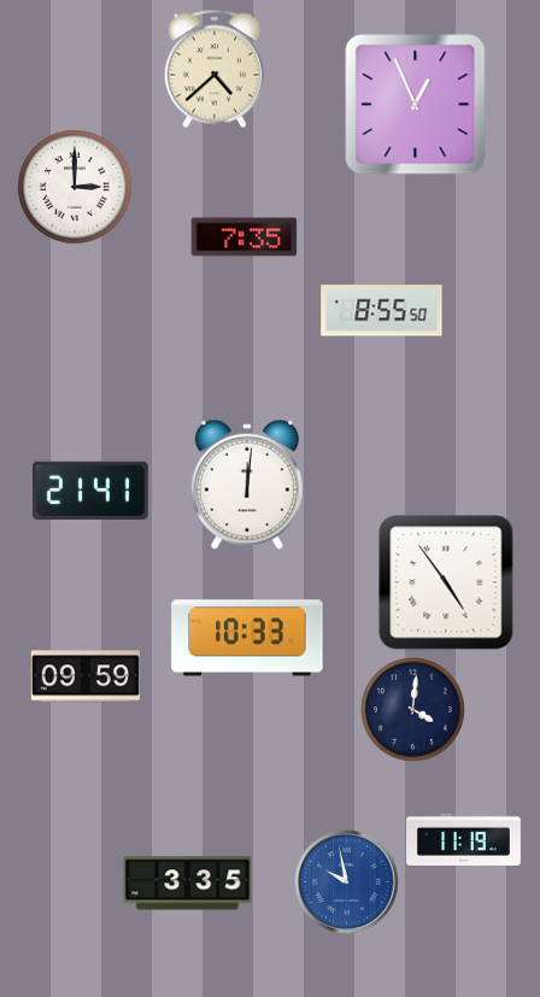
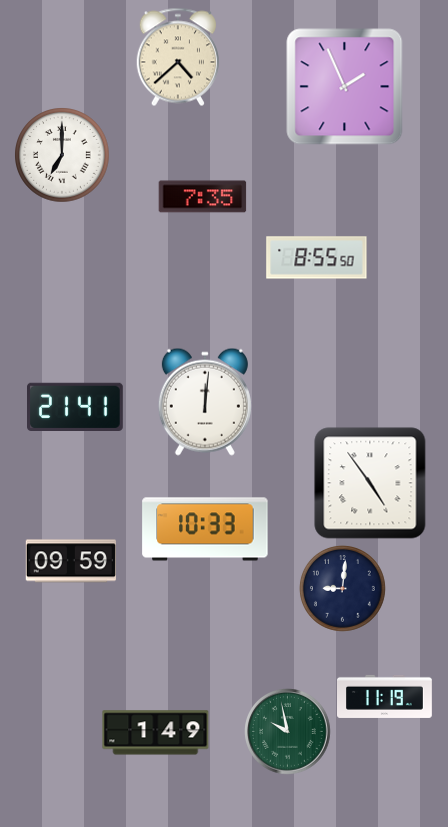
clock at (416, 105): 12:56 -> 1:56
clock at (75, 187): 3:00 -> 7:00
clock at (412, 709): 4:01 -> 9:01
clock at (347, 882) dial: blue -> green
clock at (188, 884): 3:35 -> 1:49
